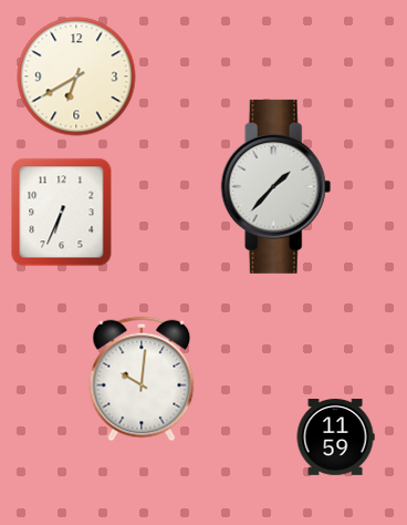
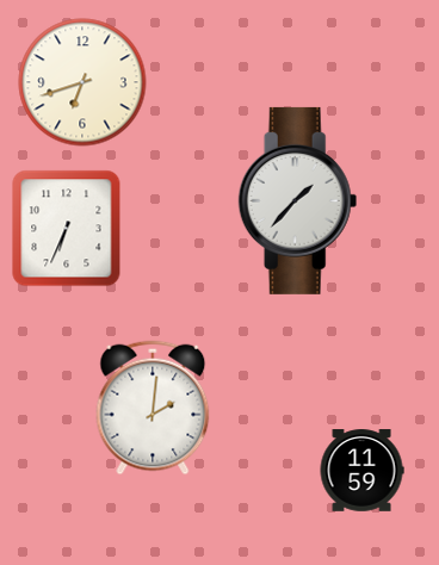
clock at (76, 76): 6:40 -> 6:42
clock at (142, 379): 10:01 -> 2:01
